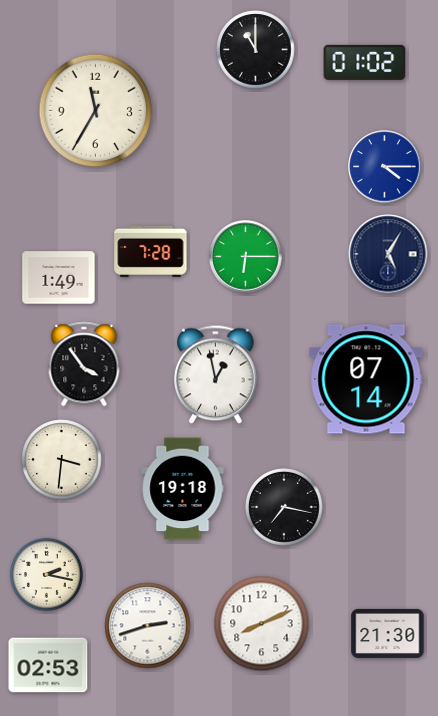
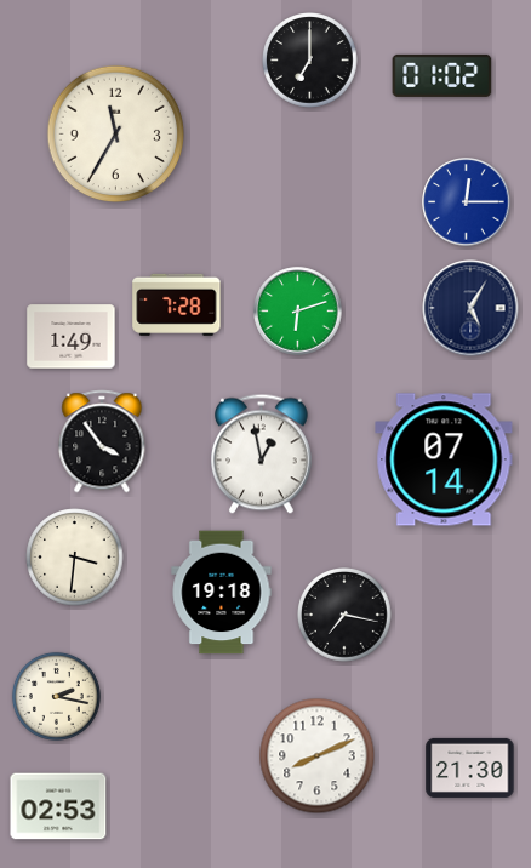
clock at (256, 50): 11:00 -> 7:00
clock at (385, 167): 4:15 -> 12:15
clock at (151, 251) position: (151, 251) -> (177, 304)
clock at (246, 257): 6:15 -> 6:12
clock at (148, 626): 2:42 -> none
